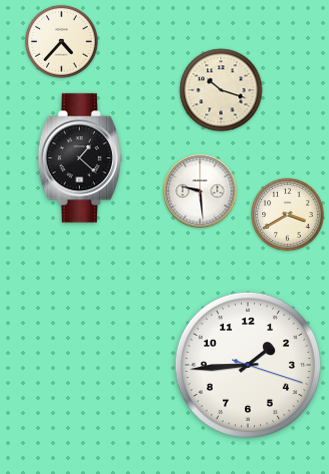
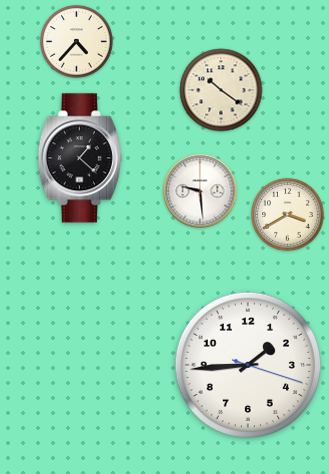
clock at (62, 42) position: (62, 42) -> (77, 42)
clock at (221, 90): 10:18 -> 10:21
